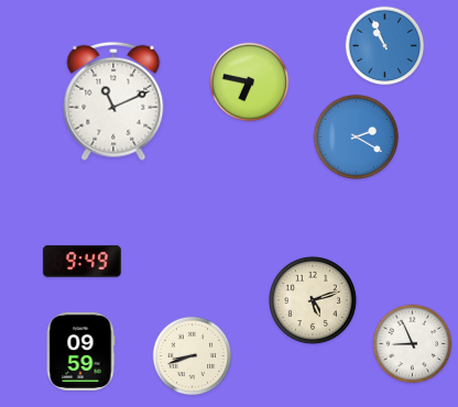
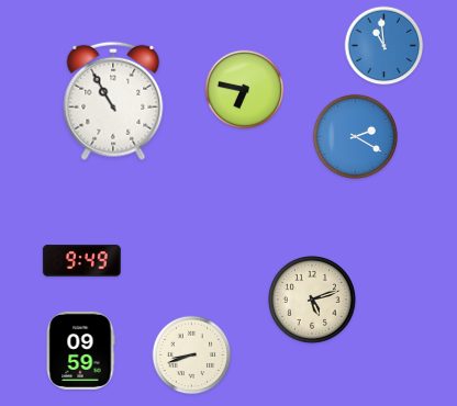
clock at (385, 46): 10:56 -> 10:59
clock at (250, 82) position: (250, 82) -> (245, 90)
clock at (113, 101): 11:11 -> 10:55
clock at (413, 344): 8:56 -> none
